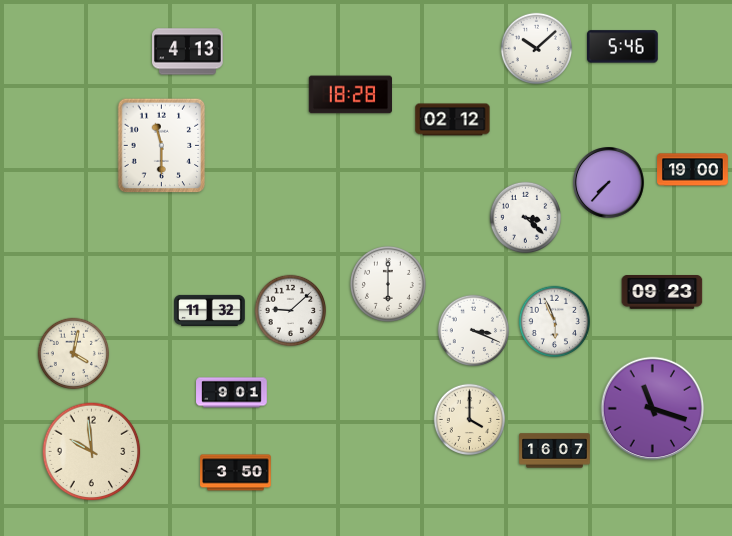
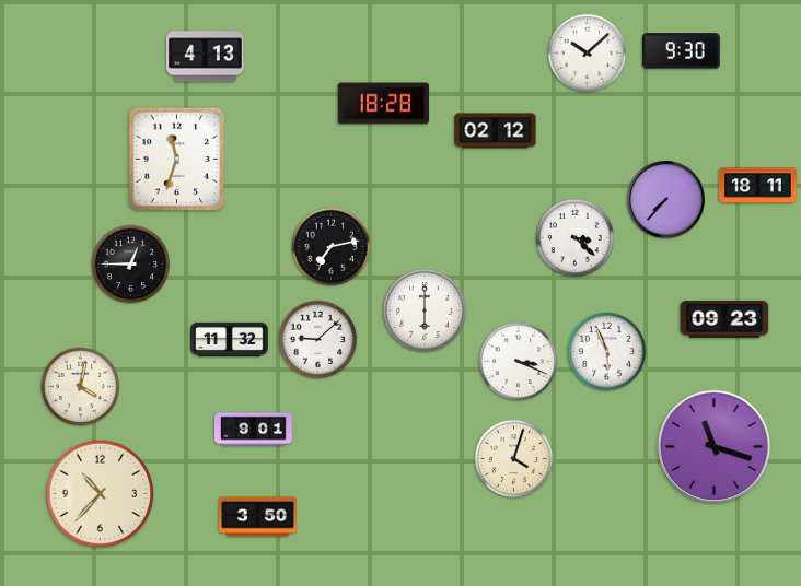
clock at (622, 47): 5:46 -> 9:30
clock at (162, 146): 11:30 -> 11:33
clock at (693, 170): 19:00 -> 18:11
clock at (332, 247): none -> 7:13
clock at (131, 265): none -> 12:45
clock at (470, 420): 4:00 -> 4:03
clock at (555, 451): 16:07 -> none
clock at (92, 452): 9:59 -> 10:37
